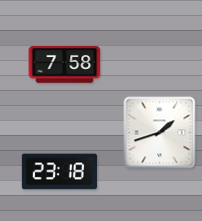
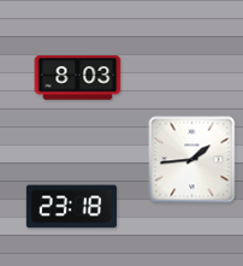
clock at (65, 65): 7:58 -> 8:03
clock at (160, 133): 1:42 -> 1:44
